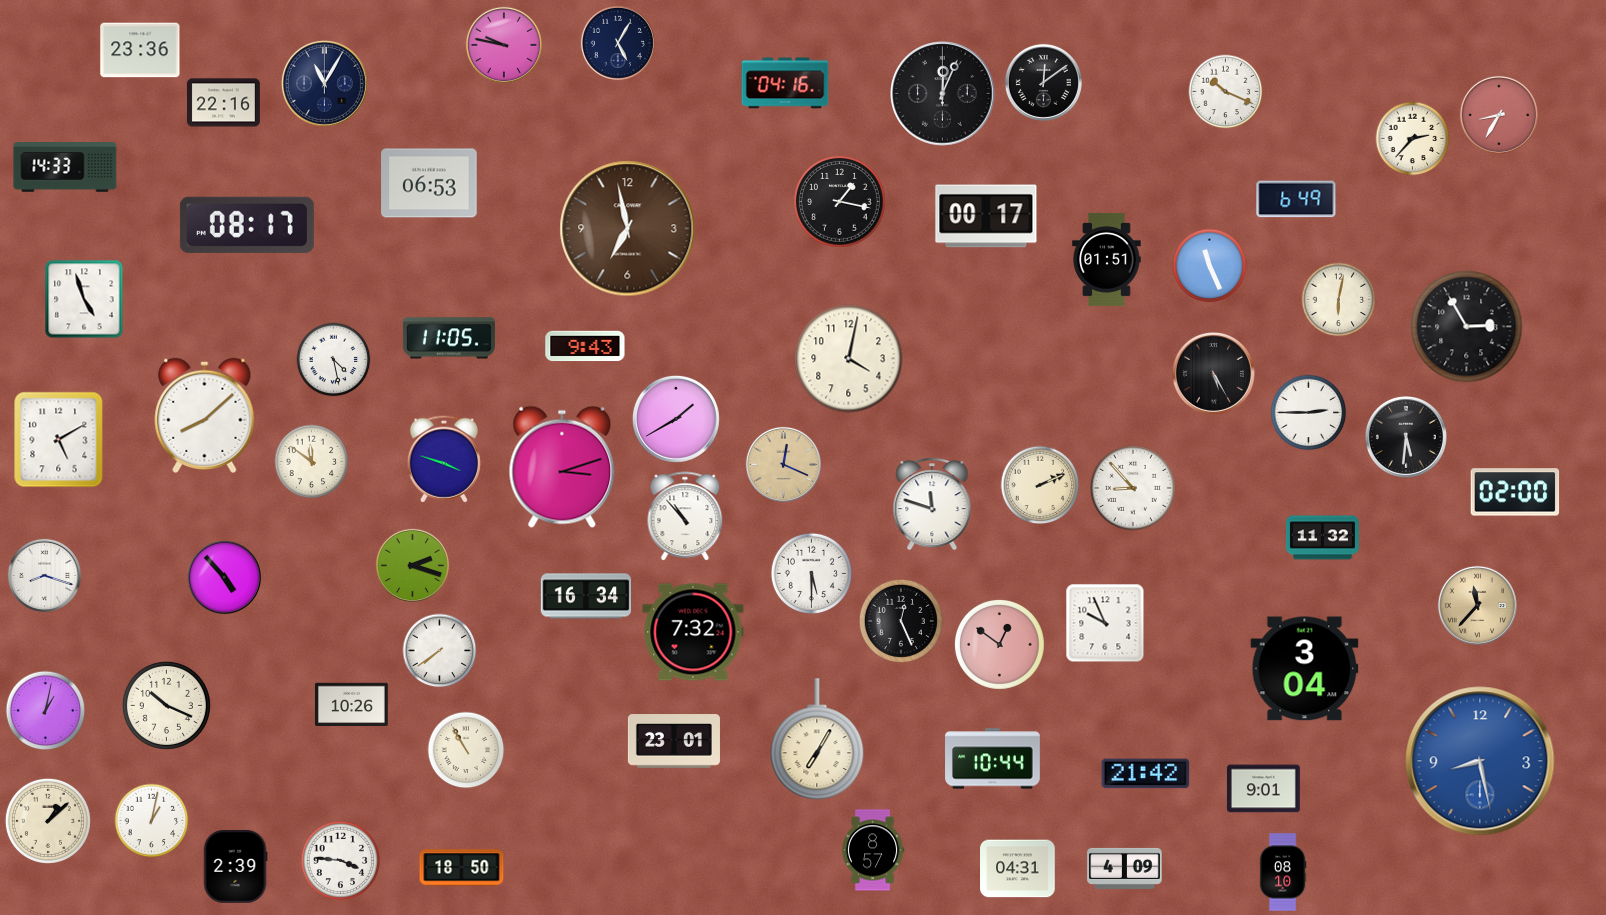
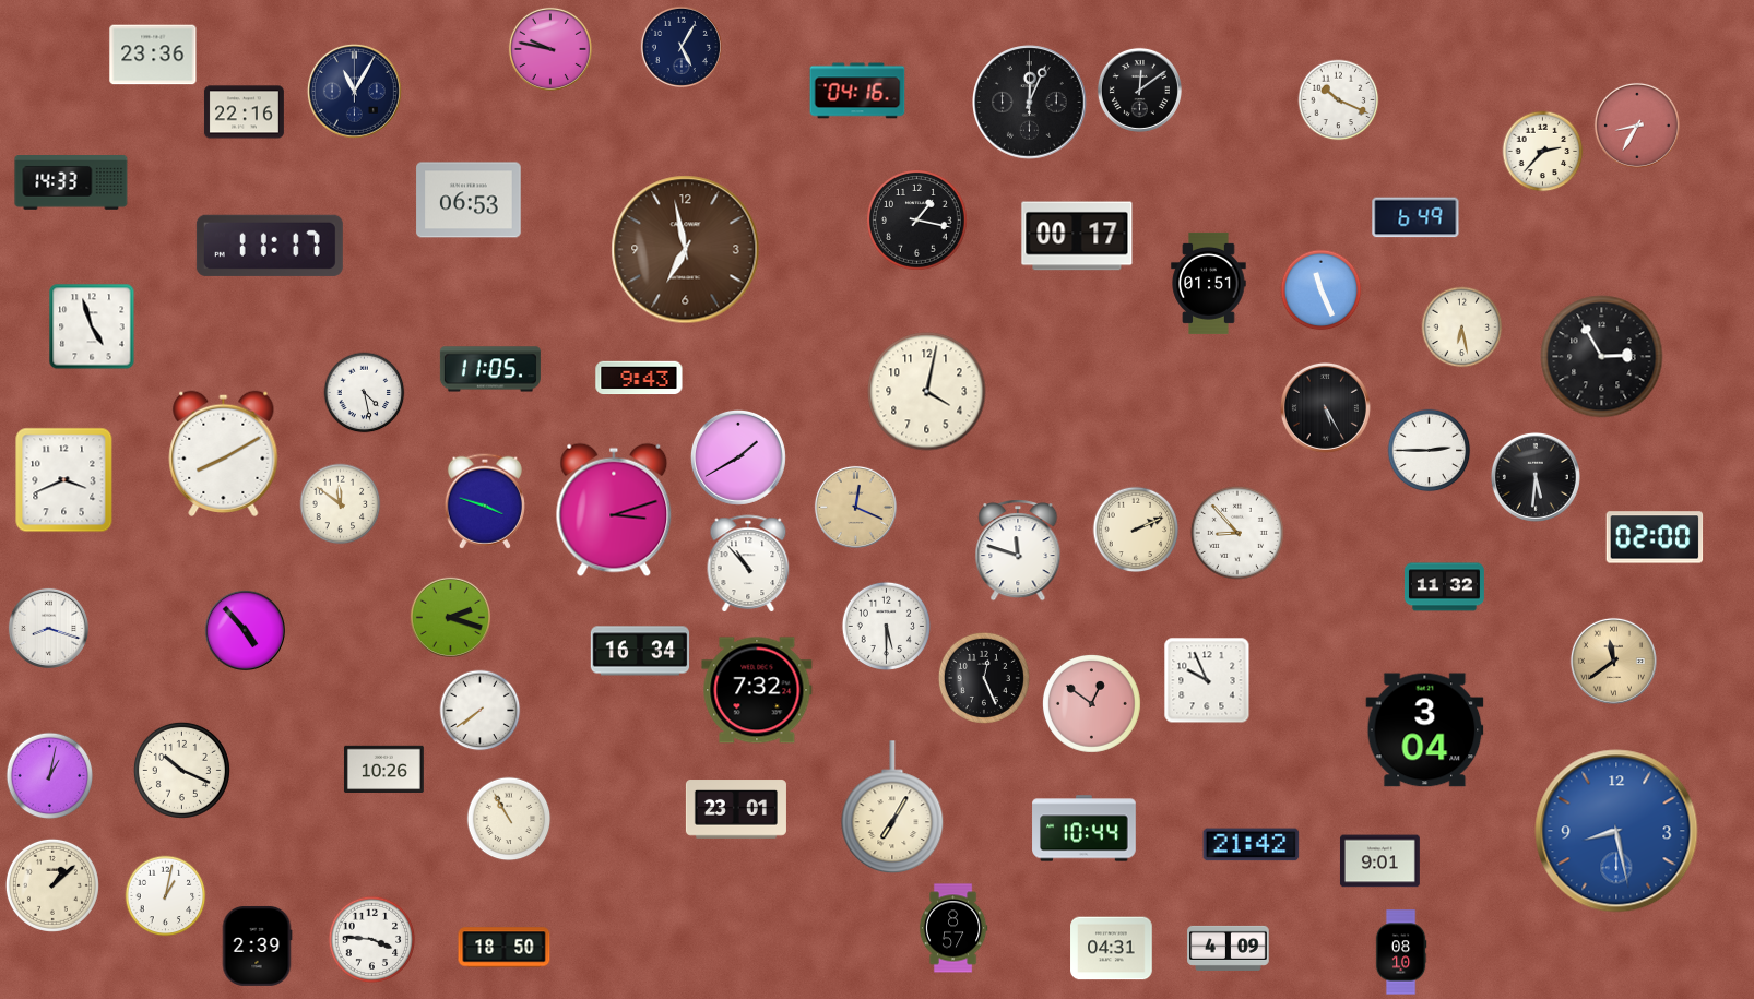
clock at (618, 43) position: (618, 43) -> (682, 47)
clock at (247, 225): 08:17 -> 11:17
clock at (1339, 300): 6:02 -> 6:28
clock at (205, 415): 8:08 -> 8:10
clock at (59, 440): 5:10 -> 3:41
clock at (1477, 605): 11:37 -> 11:39
clock at (48, 821) position: (48, 821) -> (52, 885)
